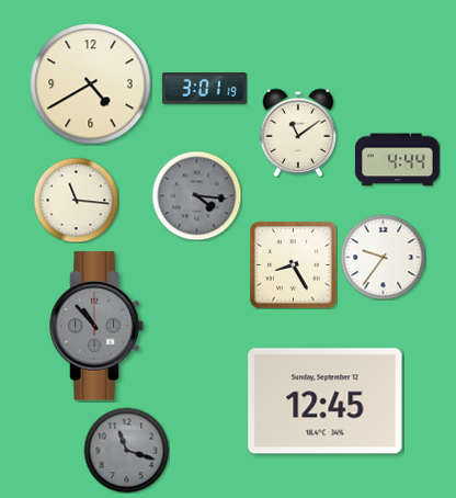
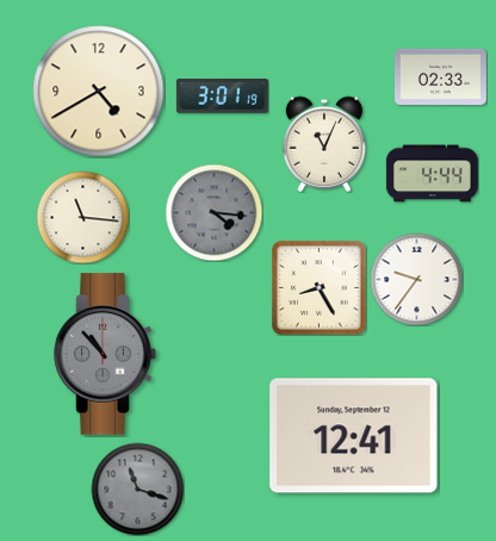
clock at (440, 76): none -> 02:33
clock at (298, 133): 11:09 -> 11:04
clock at (326, 401): 12:45 -> 12:41
